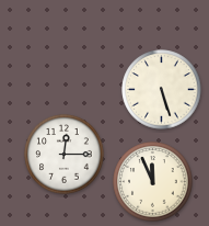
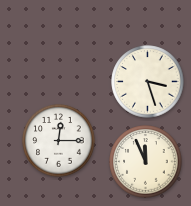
clock at (162, 90): 5:27 -> 3:27
clock at (153, 182) position: (153, 182) -> (146, 162)
